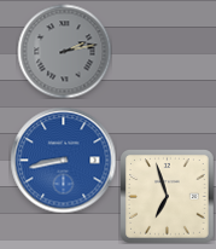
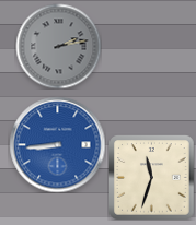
clock at (63, 160): 8:43 -> 8:44
clock at (168, 197): 6:57 -> 11:33
